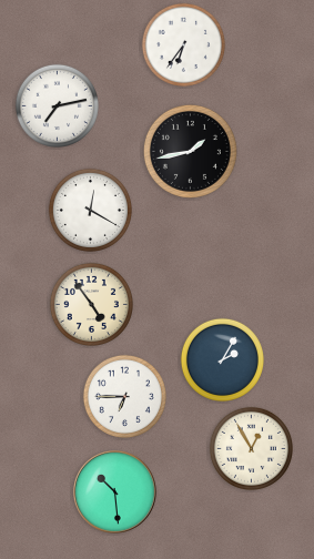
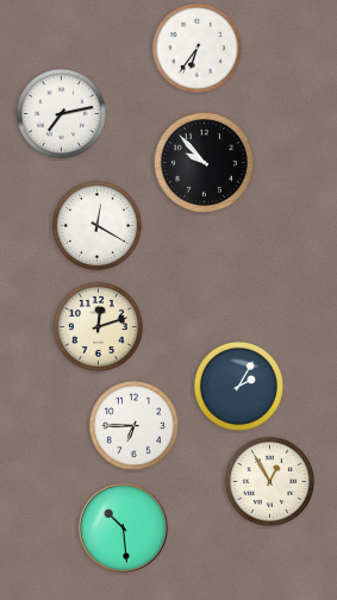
clock at (190, 151): 1:43 -> 9:53
clock at (91, 304): 4:54 -> 12:12
